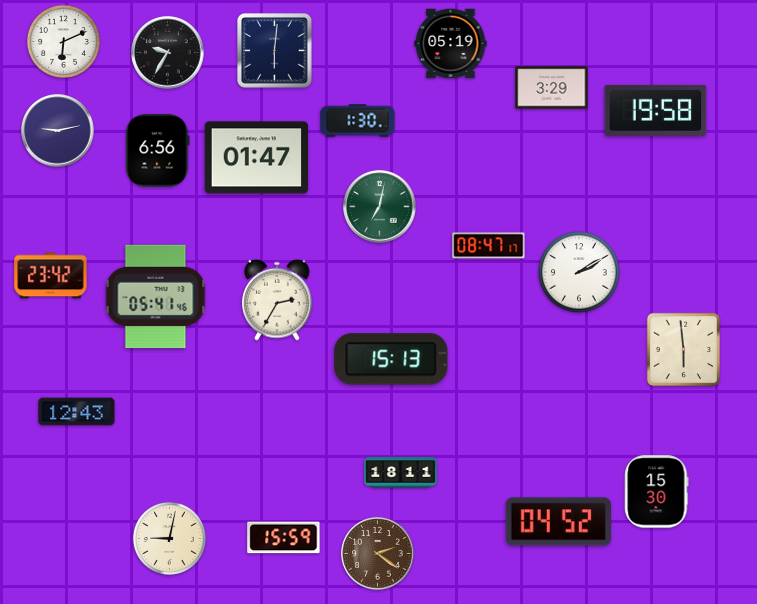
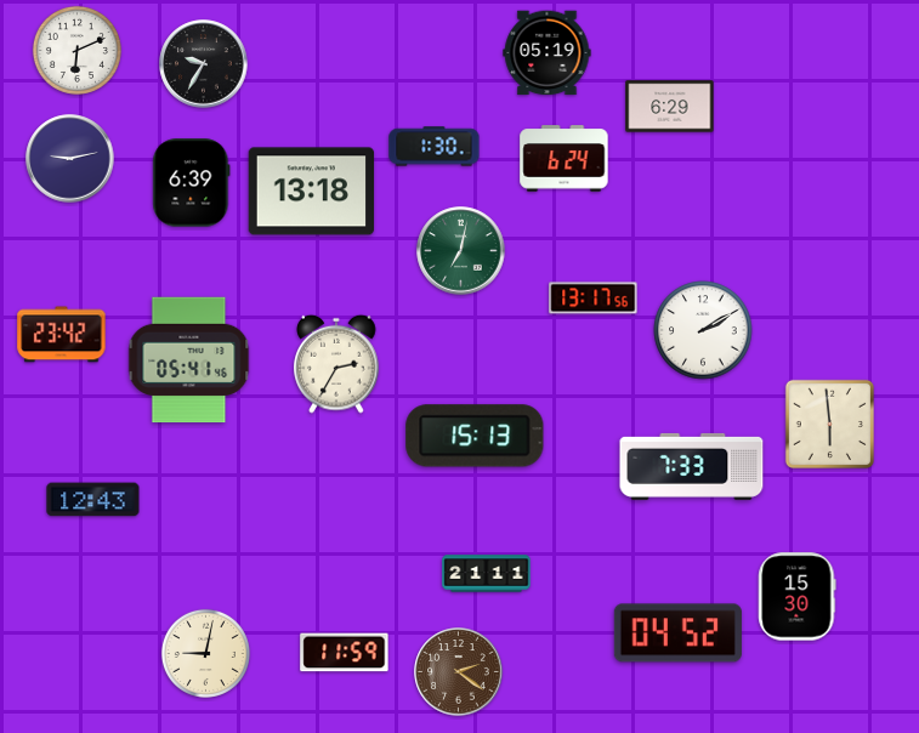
clock at (275, 51): 6:01 -> none
clock at (552, 88): 3:29 -> 6:29
clock at (656, 110): 19:58 -> none
clock at (565, 159): none -> 6:24
clock at (158, 151): 6:56 -> 6:39
clock at (257, 158): 01:47 -> 13:18
clock at (489, 246): 08:47 -> 13:17
clock at (692, 466): none -> 7:33
clock at (401, 473): 18:11 -> 21:11
clock at (284, 538): 15:59 -> 11:59
